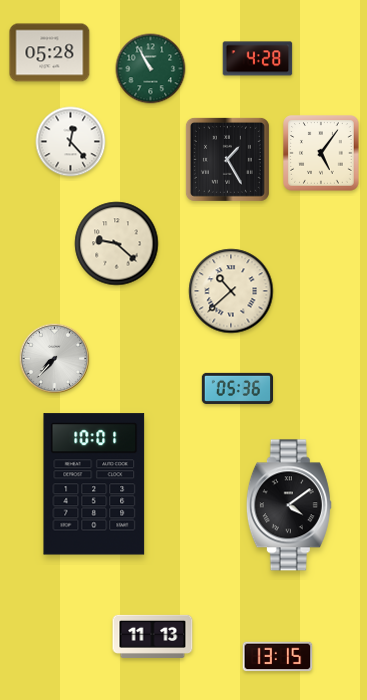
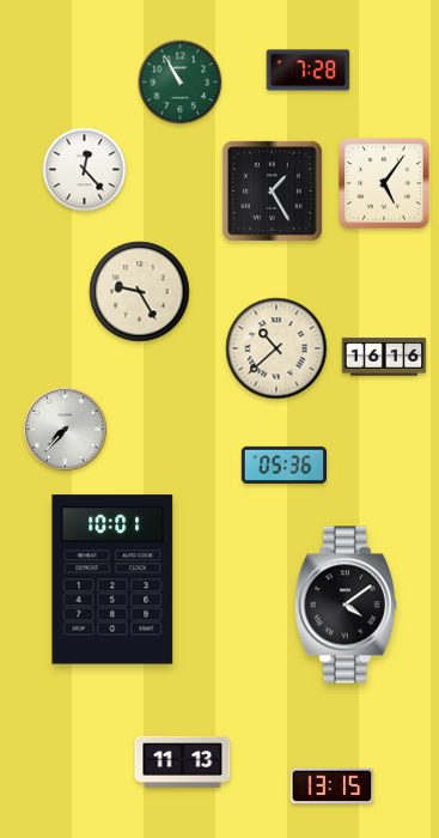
clock at (50, 53): 05:28 -> none
clock at (258, 59): 4:28 -> 7:28
clock at (117, 244): 9:22 -> 9:25
clock at (384, 357): none -> 16:16
